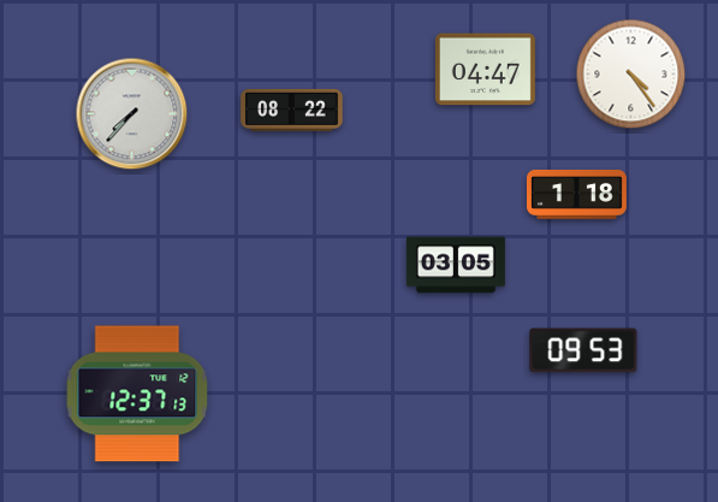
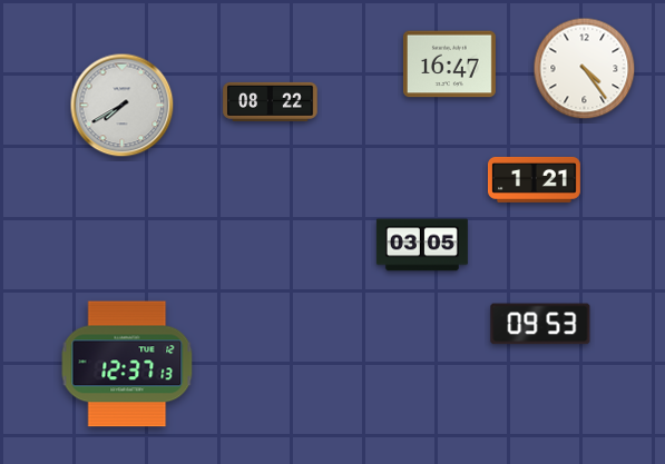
clock at (485, 70): 04:47 -> 16:47
clock at (132, 114): 7:37 -> 7:40
clock at (576, 194): 1:18 -> 1:21
